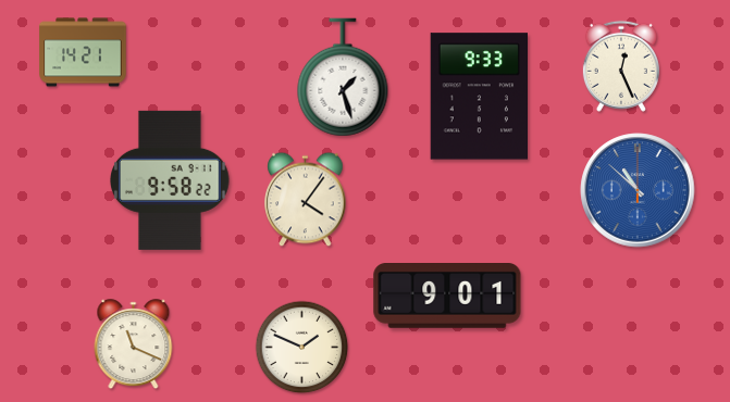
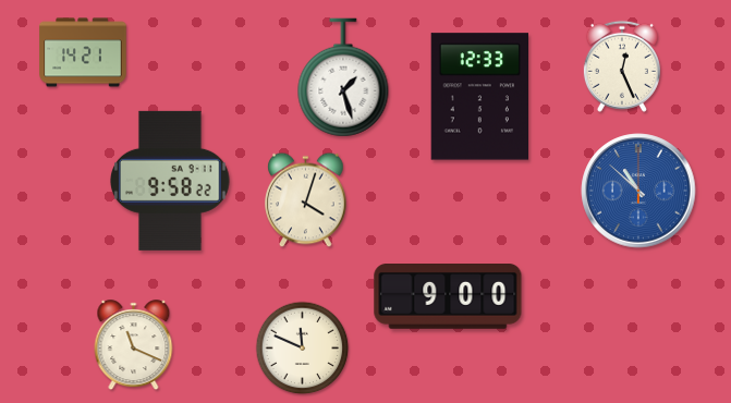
clock at (479, 97): 9:33 -> 12:33
clock at (306, 200): 4:06 -> 4:03
clock at (447, 297): 9:01 -> 9:00
clock at (302, 348): 1:49 -> 11:49
